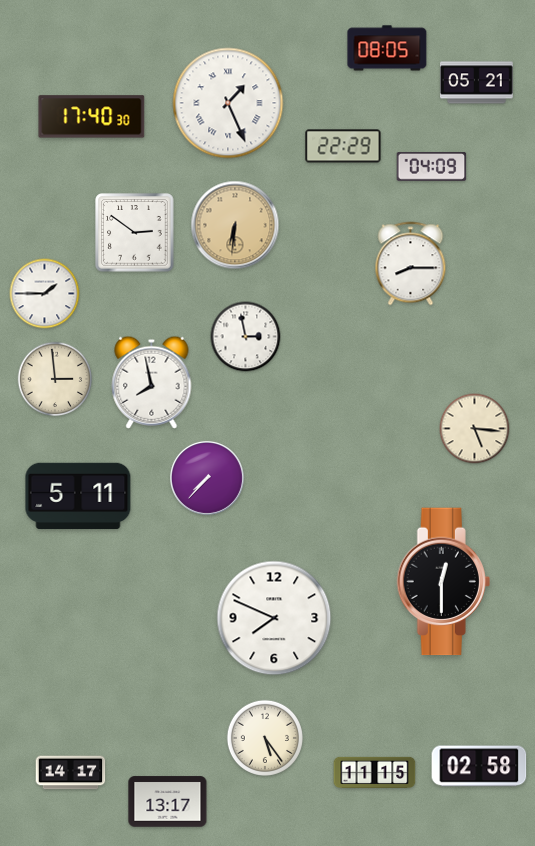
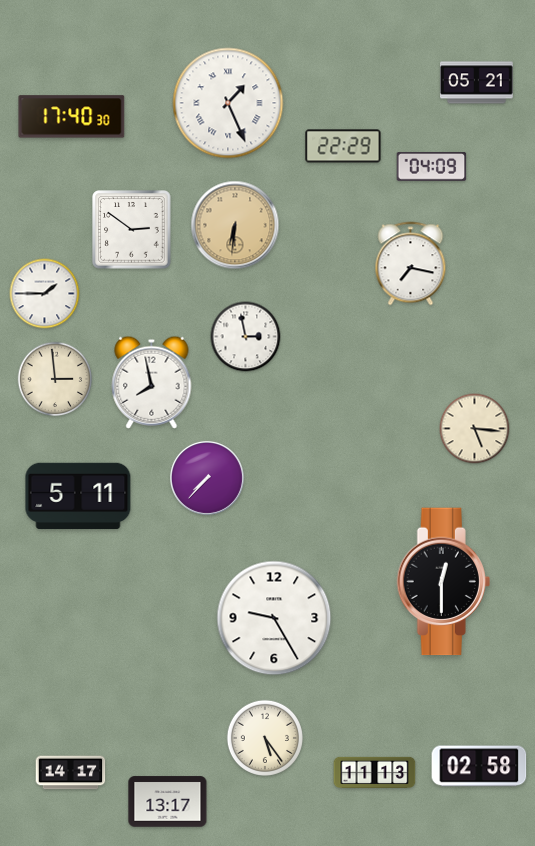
clock at (387, 48): 08:05 -> none
clock at (92, 117) position: (92, 117) -> (72, 117)
clock at (135, 233) position: (135, 233) -> (132, 230)
clock at (411, 264): 8:15 -> 7:17
clock at (274, 618): 7:49 -> 9:25
clock at (375, 772): 11:15 -> 11:13
